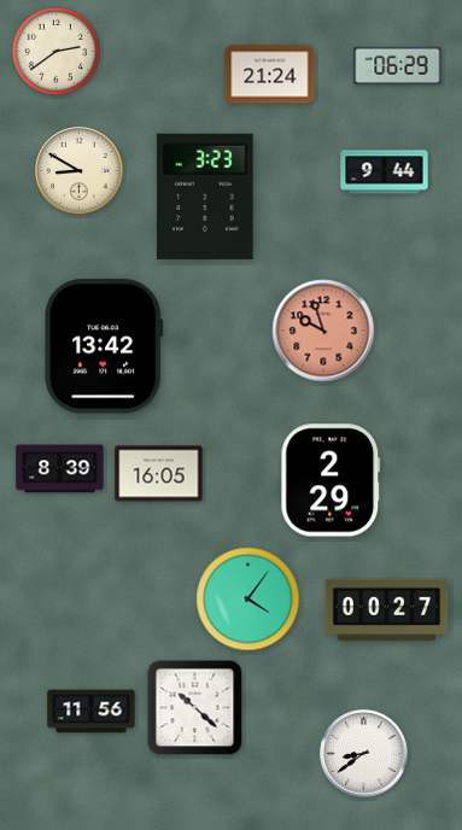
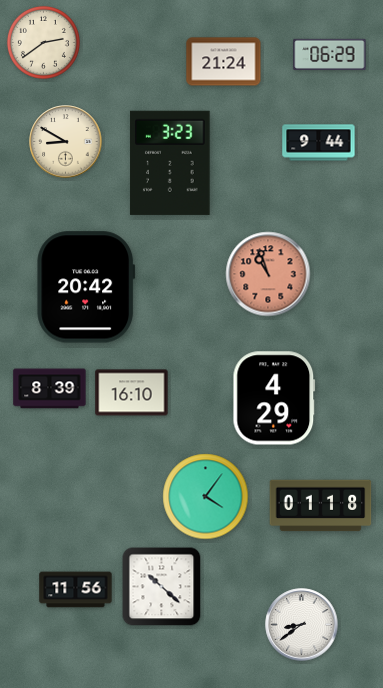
clock at (55, 51) position: (55, 51) -> (43, 42)
clock at (323, 331): 9:57 -> 10:57
clock at (104, 346): 13:42 -> 20:42
clock at (159, 474): 16:05 -> 16:10
clock at (331, 480): 2:29 -> 4:29
clock at (387, 610): 00:27 -> 01:18
